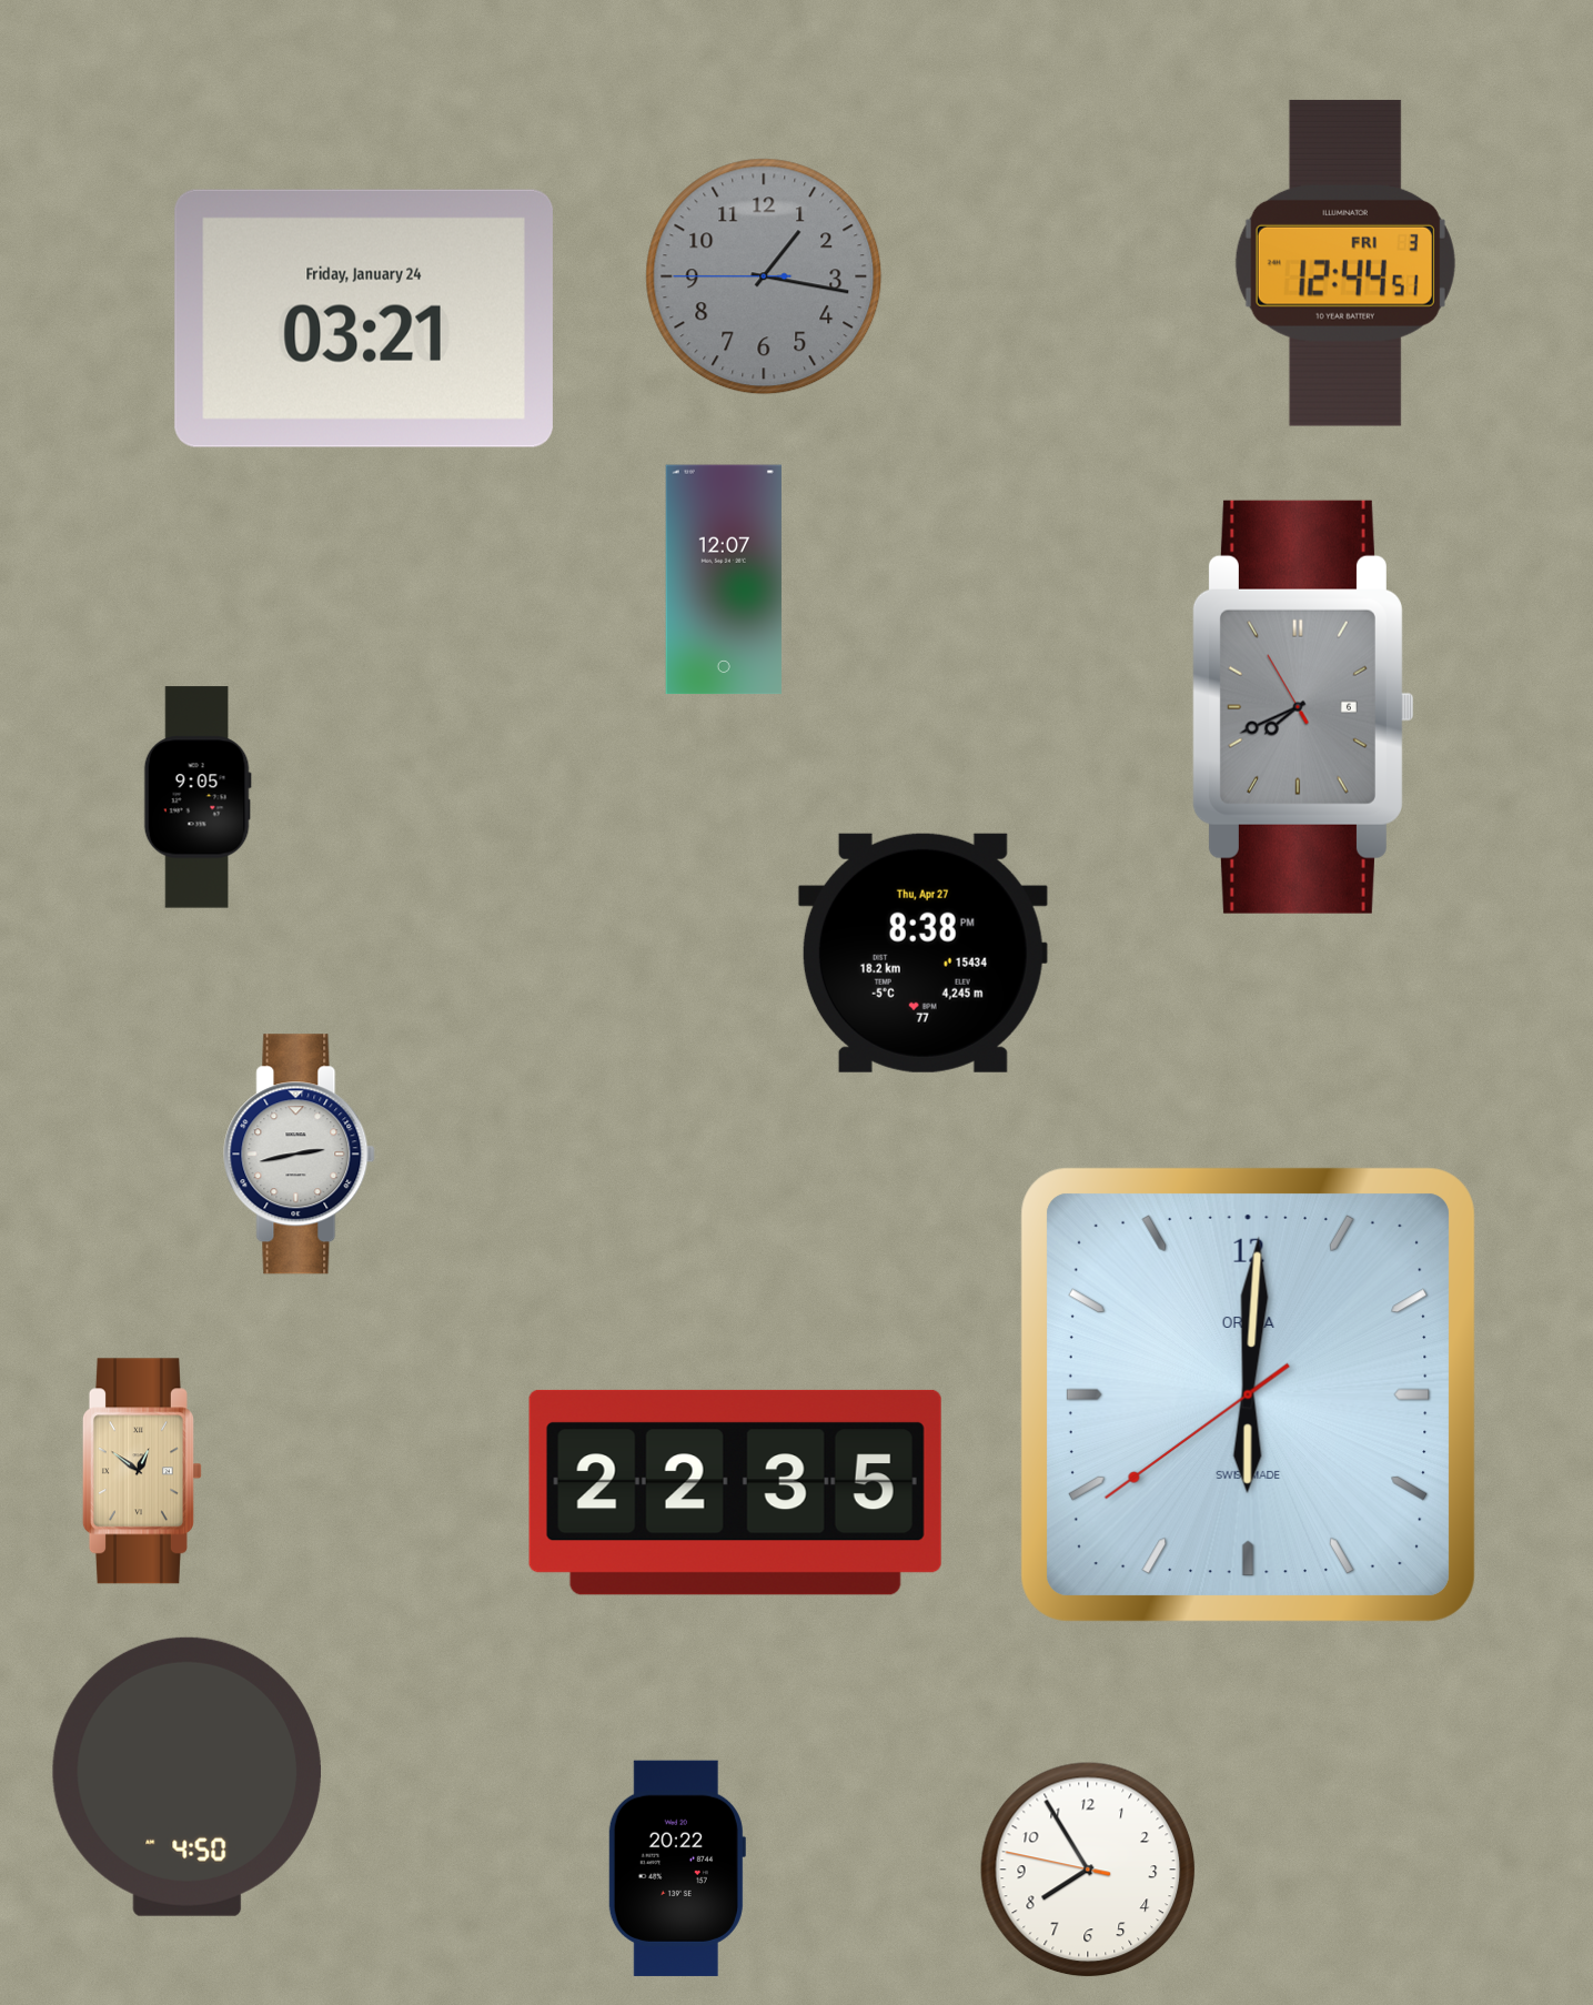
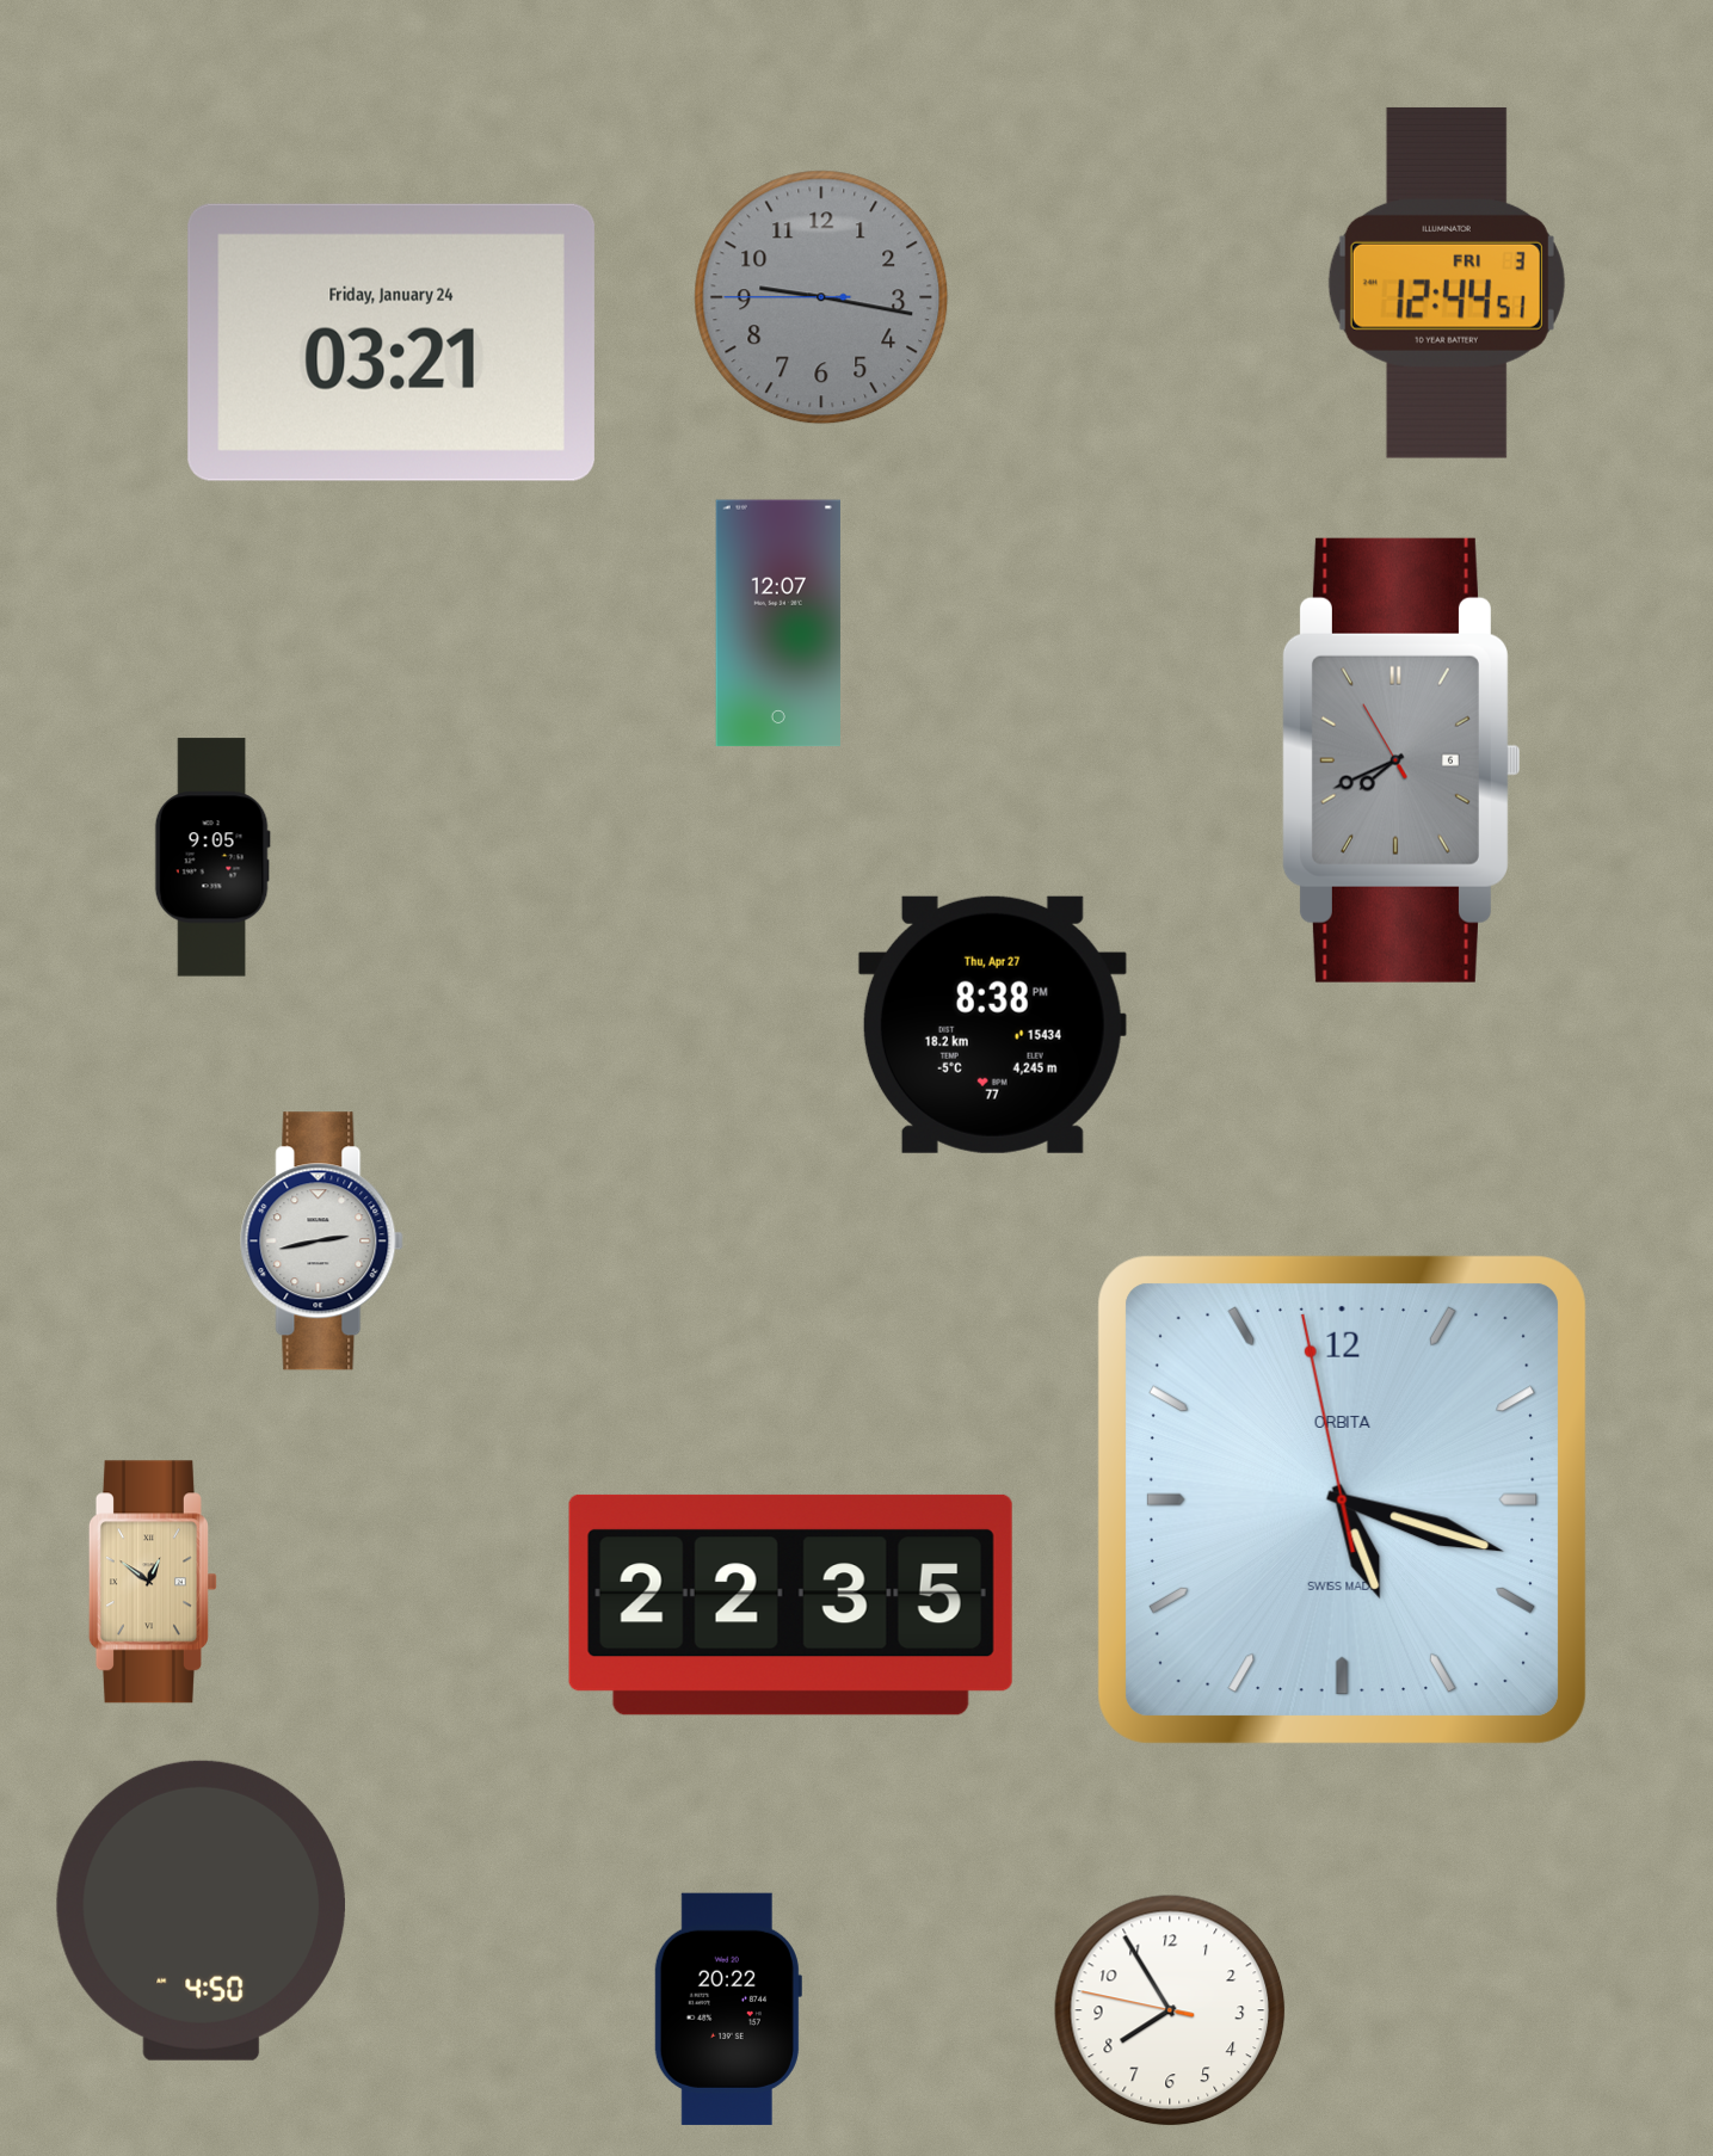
clock at (764, 276): 1:16 -> 9:16
clock at (1248, 1394): 6:00 -> 5:17
